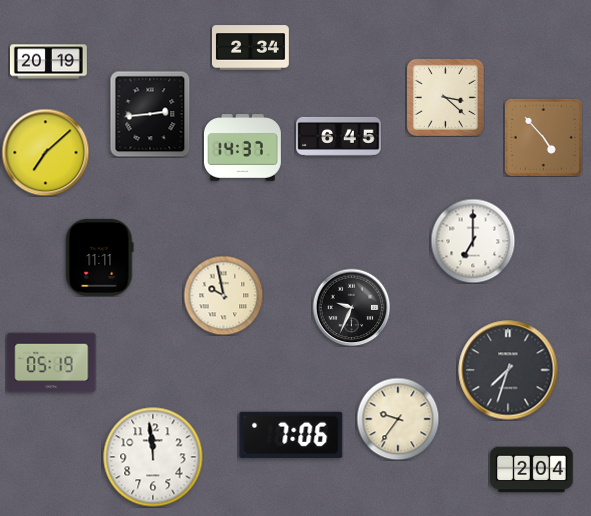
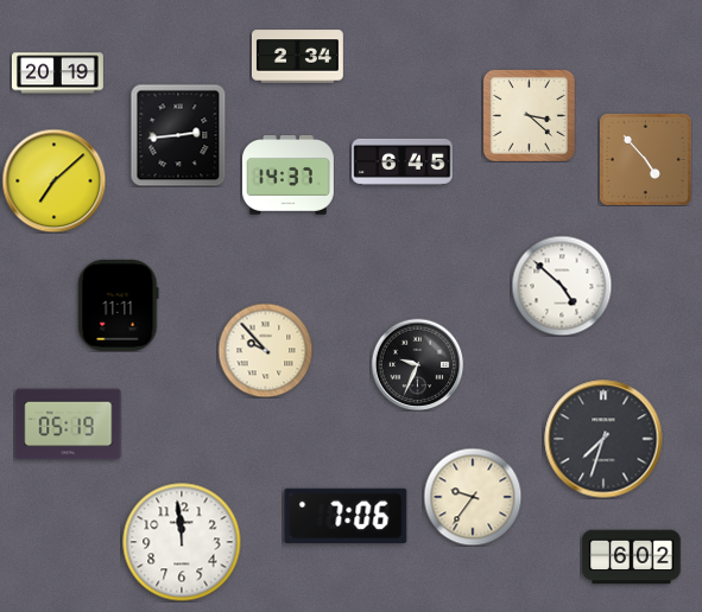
clock at (543, 137) position: (543, 137) -> (645, 159)
clock at (473, 241): 7:00 -> 4:52
clock at (223, 295): 9:58 -> 9:53
clock at (52, 363) position: (52, 363) -> (69, 425)
clock at (532, 470): 2:04 -> 6:02
